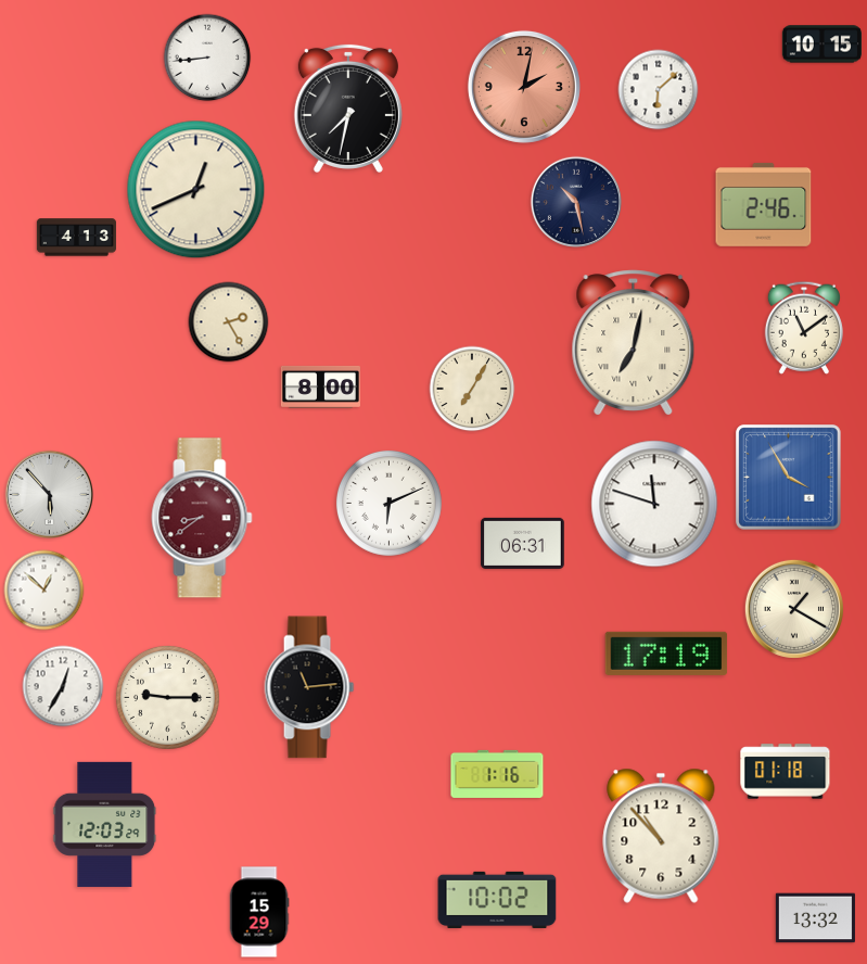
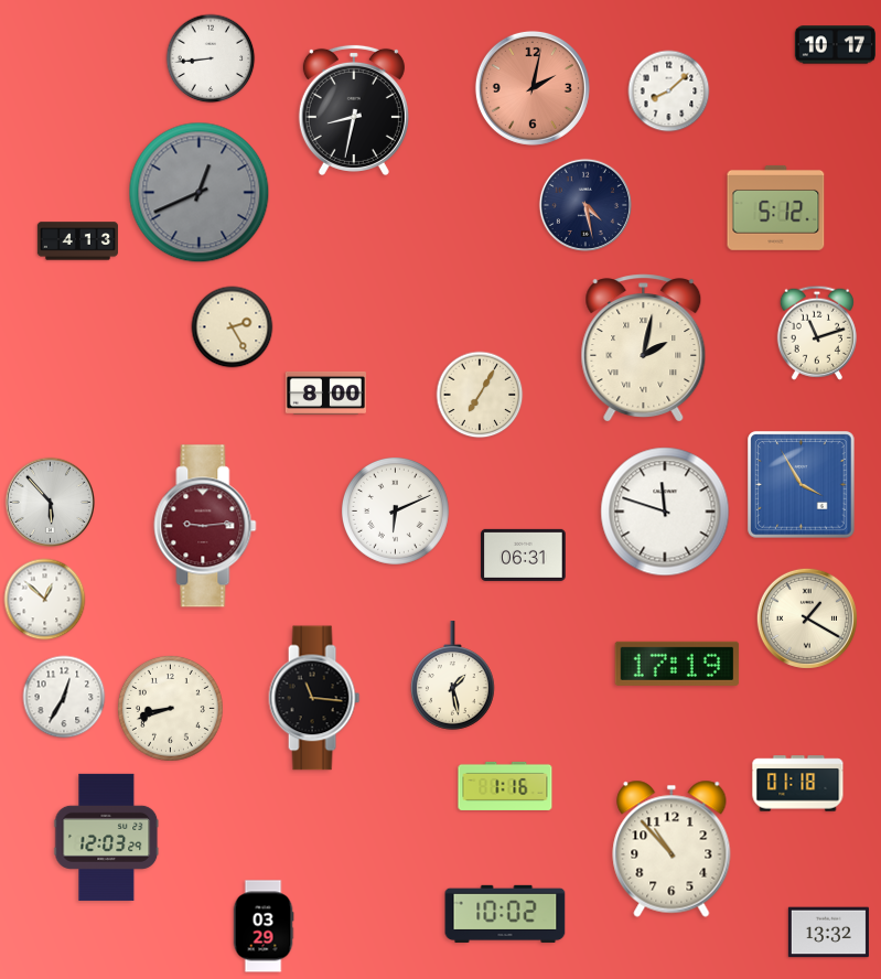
clock at (821, 45): 10:15 -> 10:17
clock at (659, 90): 6:08 -> 8:08
clock at (348, 109): 7:32 -> 8:32
clock at (196, 190) dial: cream -> grey
clock at (575, 201): 10:28 -> 4:28
clock at (764, 204): 2:46 -> 5:12
clock at (804, 328): 11:09 -> 11:12
clock at (634, 343): 7:02 -> 2:02
clock at (202, 518): 8:39 -> 9:14
clock at (523, 543) position: (523, 543) -> (524, 555)
clock at (452, 676): none -> 1:28
clock at (309, 687): 11:14 -> 11:16
clock at (167, 697): 9:15 -> 8:42
clock at (259, 912): 15:29 -> 03:29
